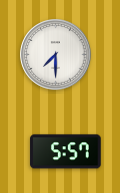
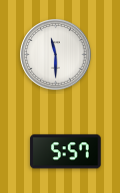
clock at (56, 55): 7:30 -> 11:30
